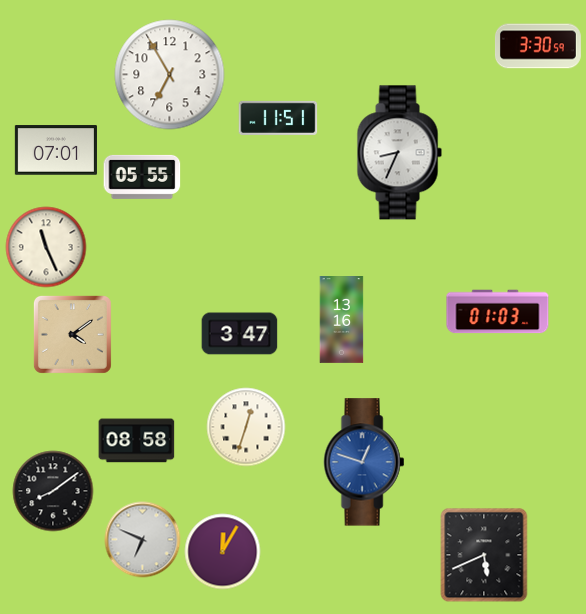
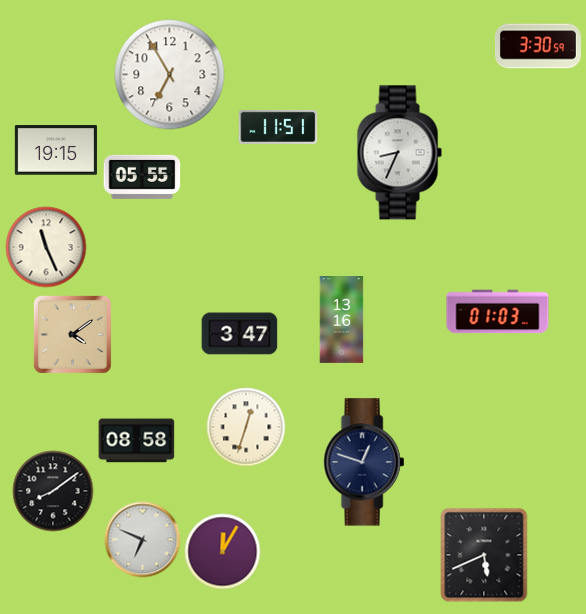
clock at (278, 118) position: (278, 118) -> (278, 127)
clock at (56, 150): 07:01 -> 19:15
clock at (364, 462) dial: blue -> navy
